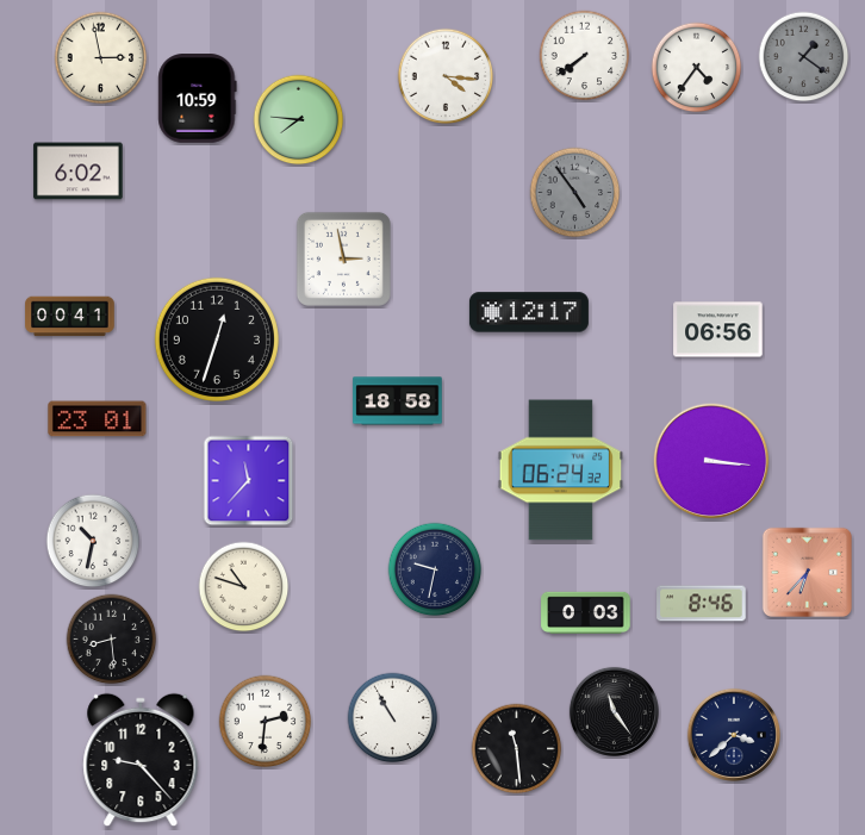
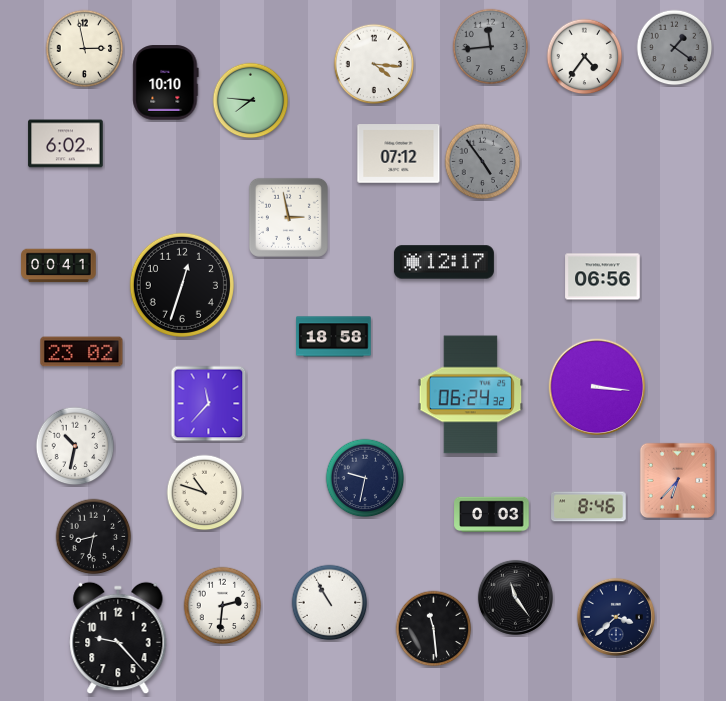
clock at (585, 56): 7:39 -> 11:44
clock at (585, 56) dial: white -> grey
clock at (198, 99): 10:59 -> 10:10
clock at (399, 154): none -> 07:12
clock at (98, 419): 23:01 -> 23:02
clock at (93, 541) position: (93, 541) -> (75, 446)
clock at (112, 640): 8:29 -> 8:32
